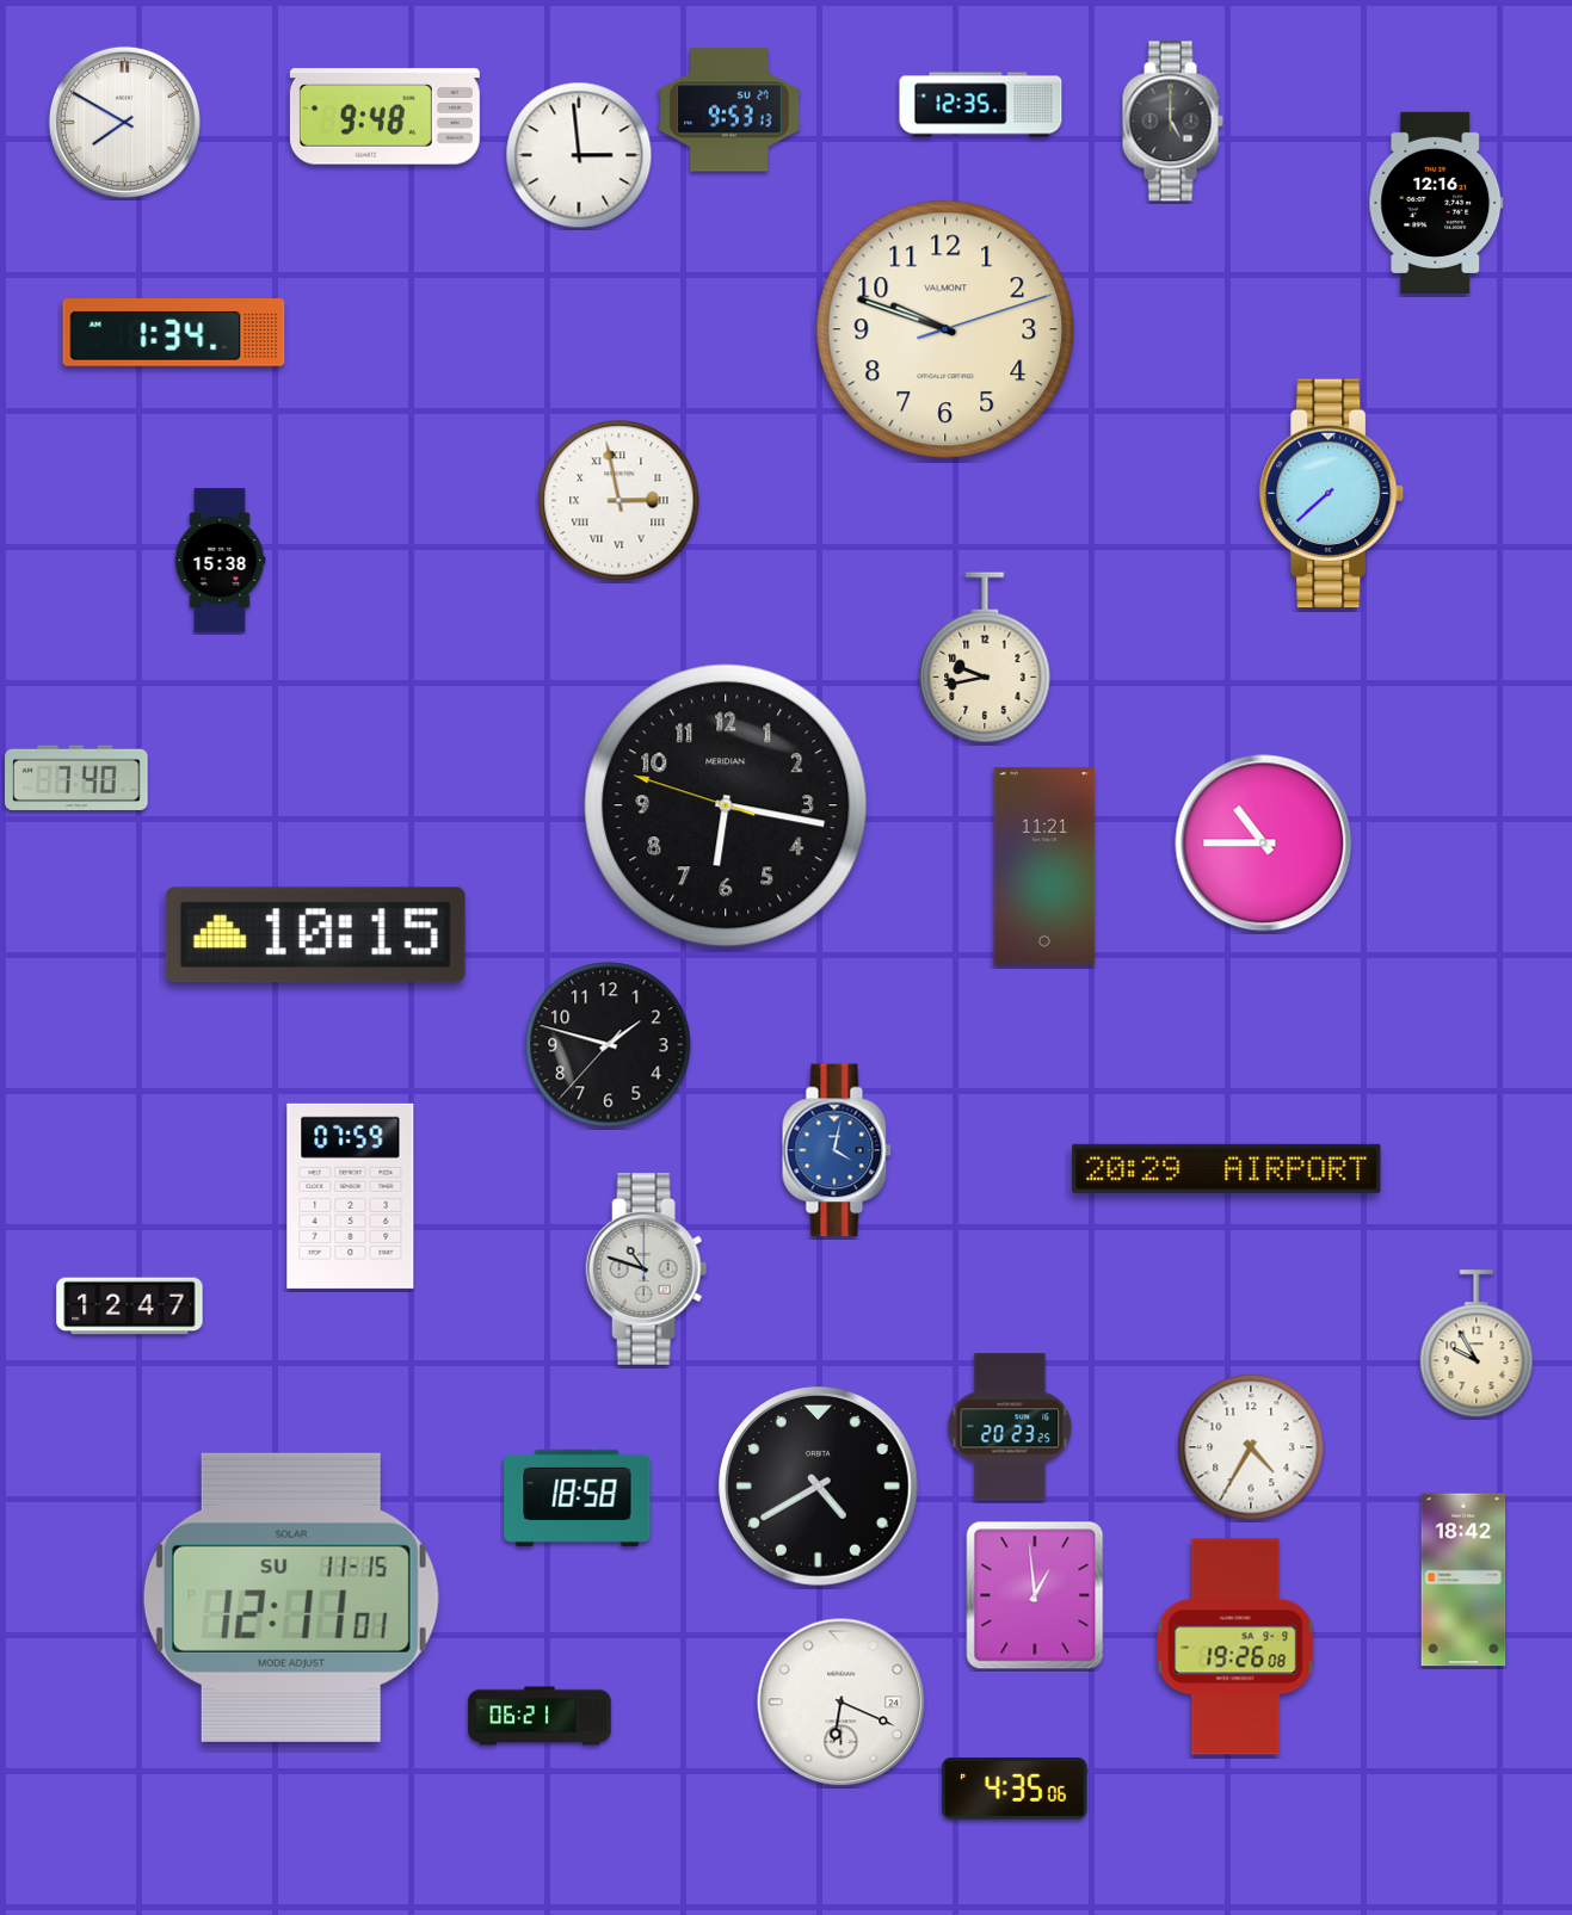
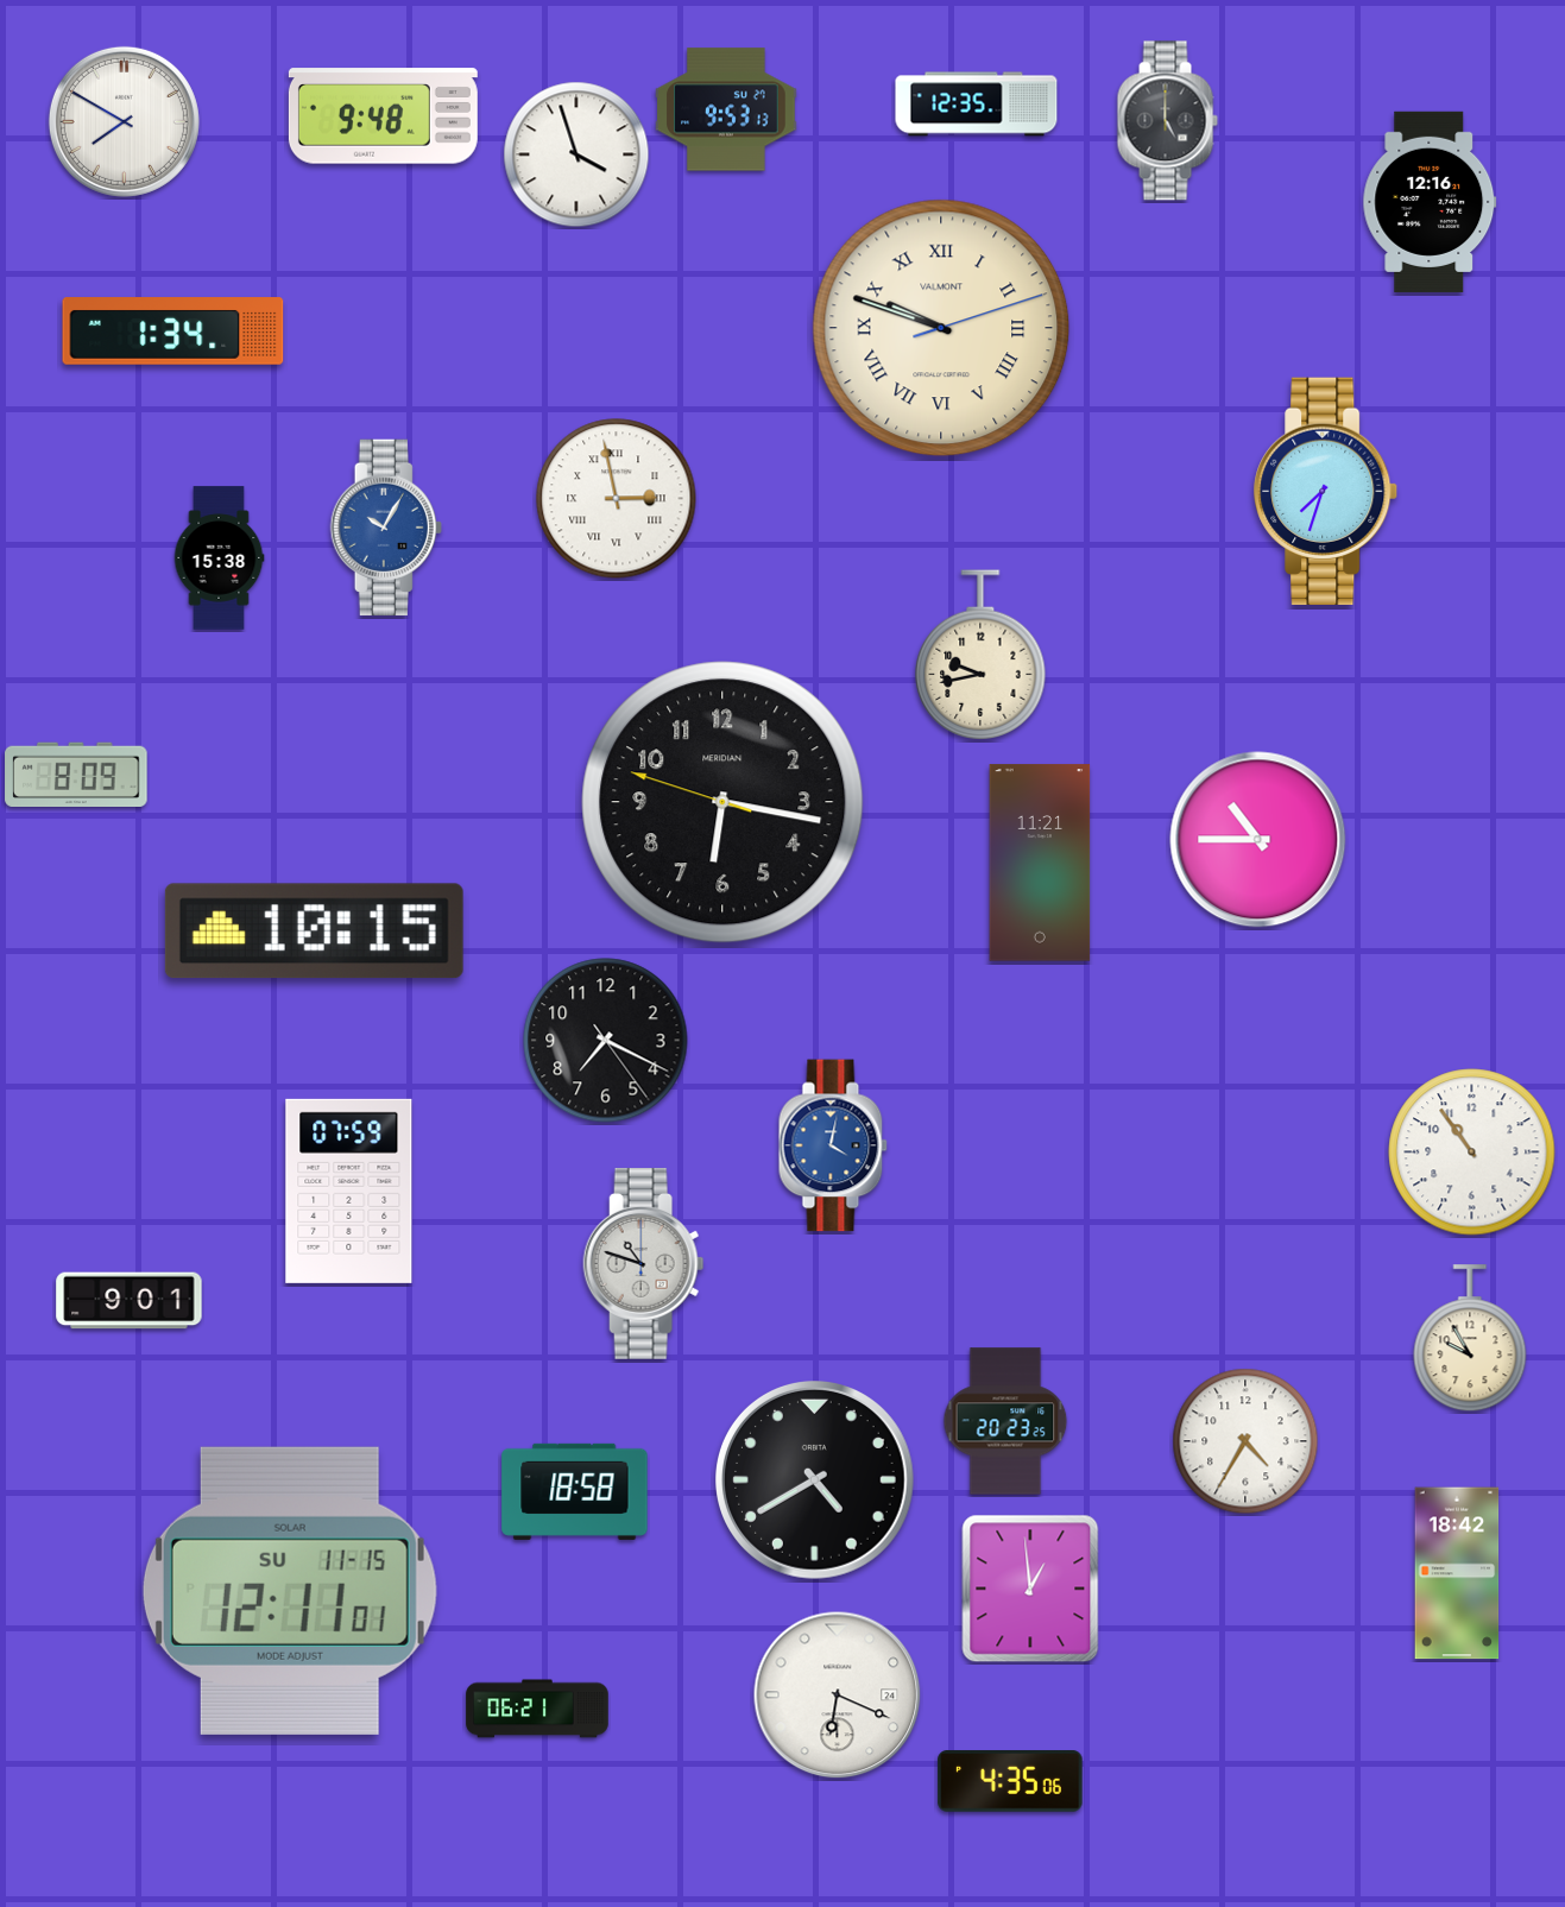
clock at (579, 155): 2:59 -> 3:57
clock at (945, 329) numerals: Arabic -> Roman
clock at (1332, 494): 7:38 -> 7:33
clock at (386, 528): none -> 10:05
clock at (76, 777): 7:40 -> 8:09
clock at (609, 1045): 1:47 -> 7:19
clock at (1472, 1153): none -> 10:54
clock at (1227, 1168): 20:29 -> none
clock at (130, 1306): 12:47 -> 9:01
clock at (1235, 1647): 19:26 -> none
